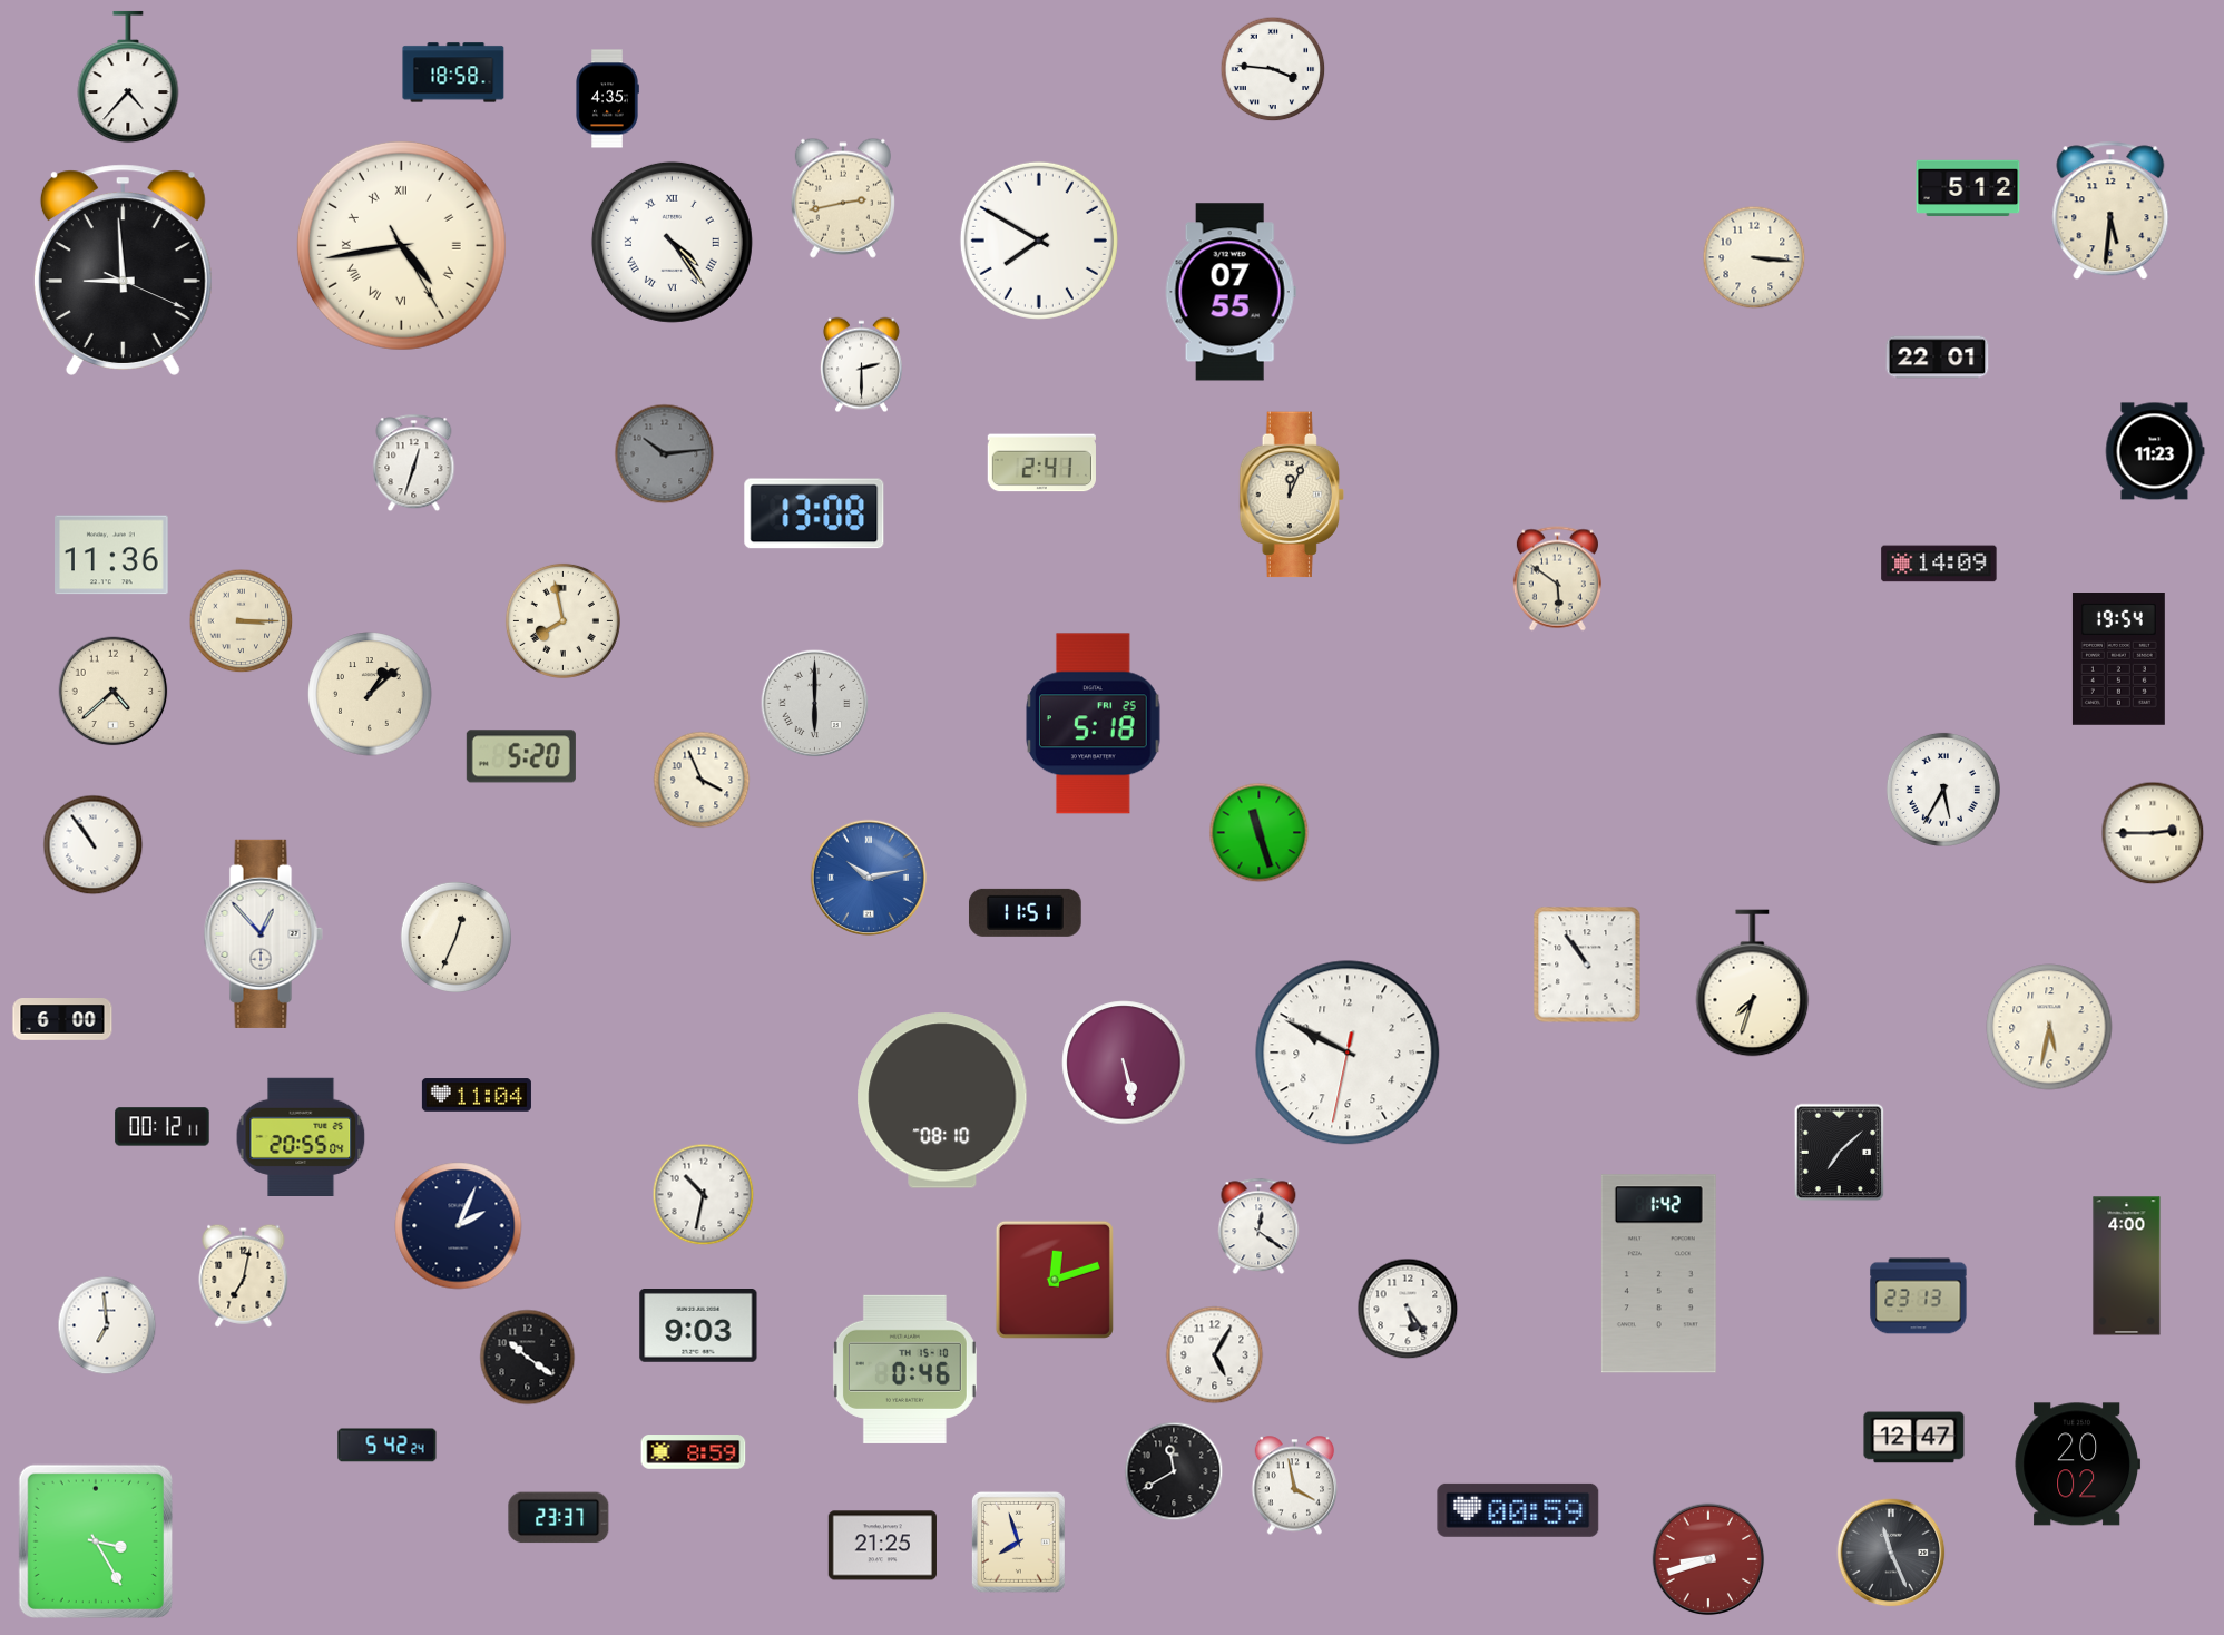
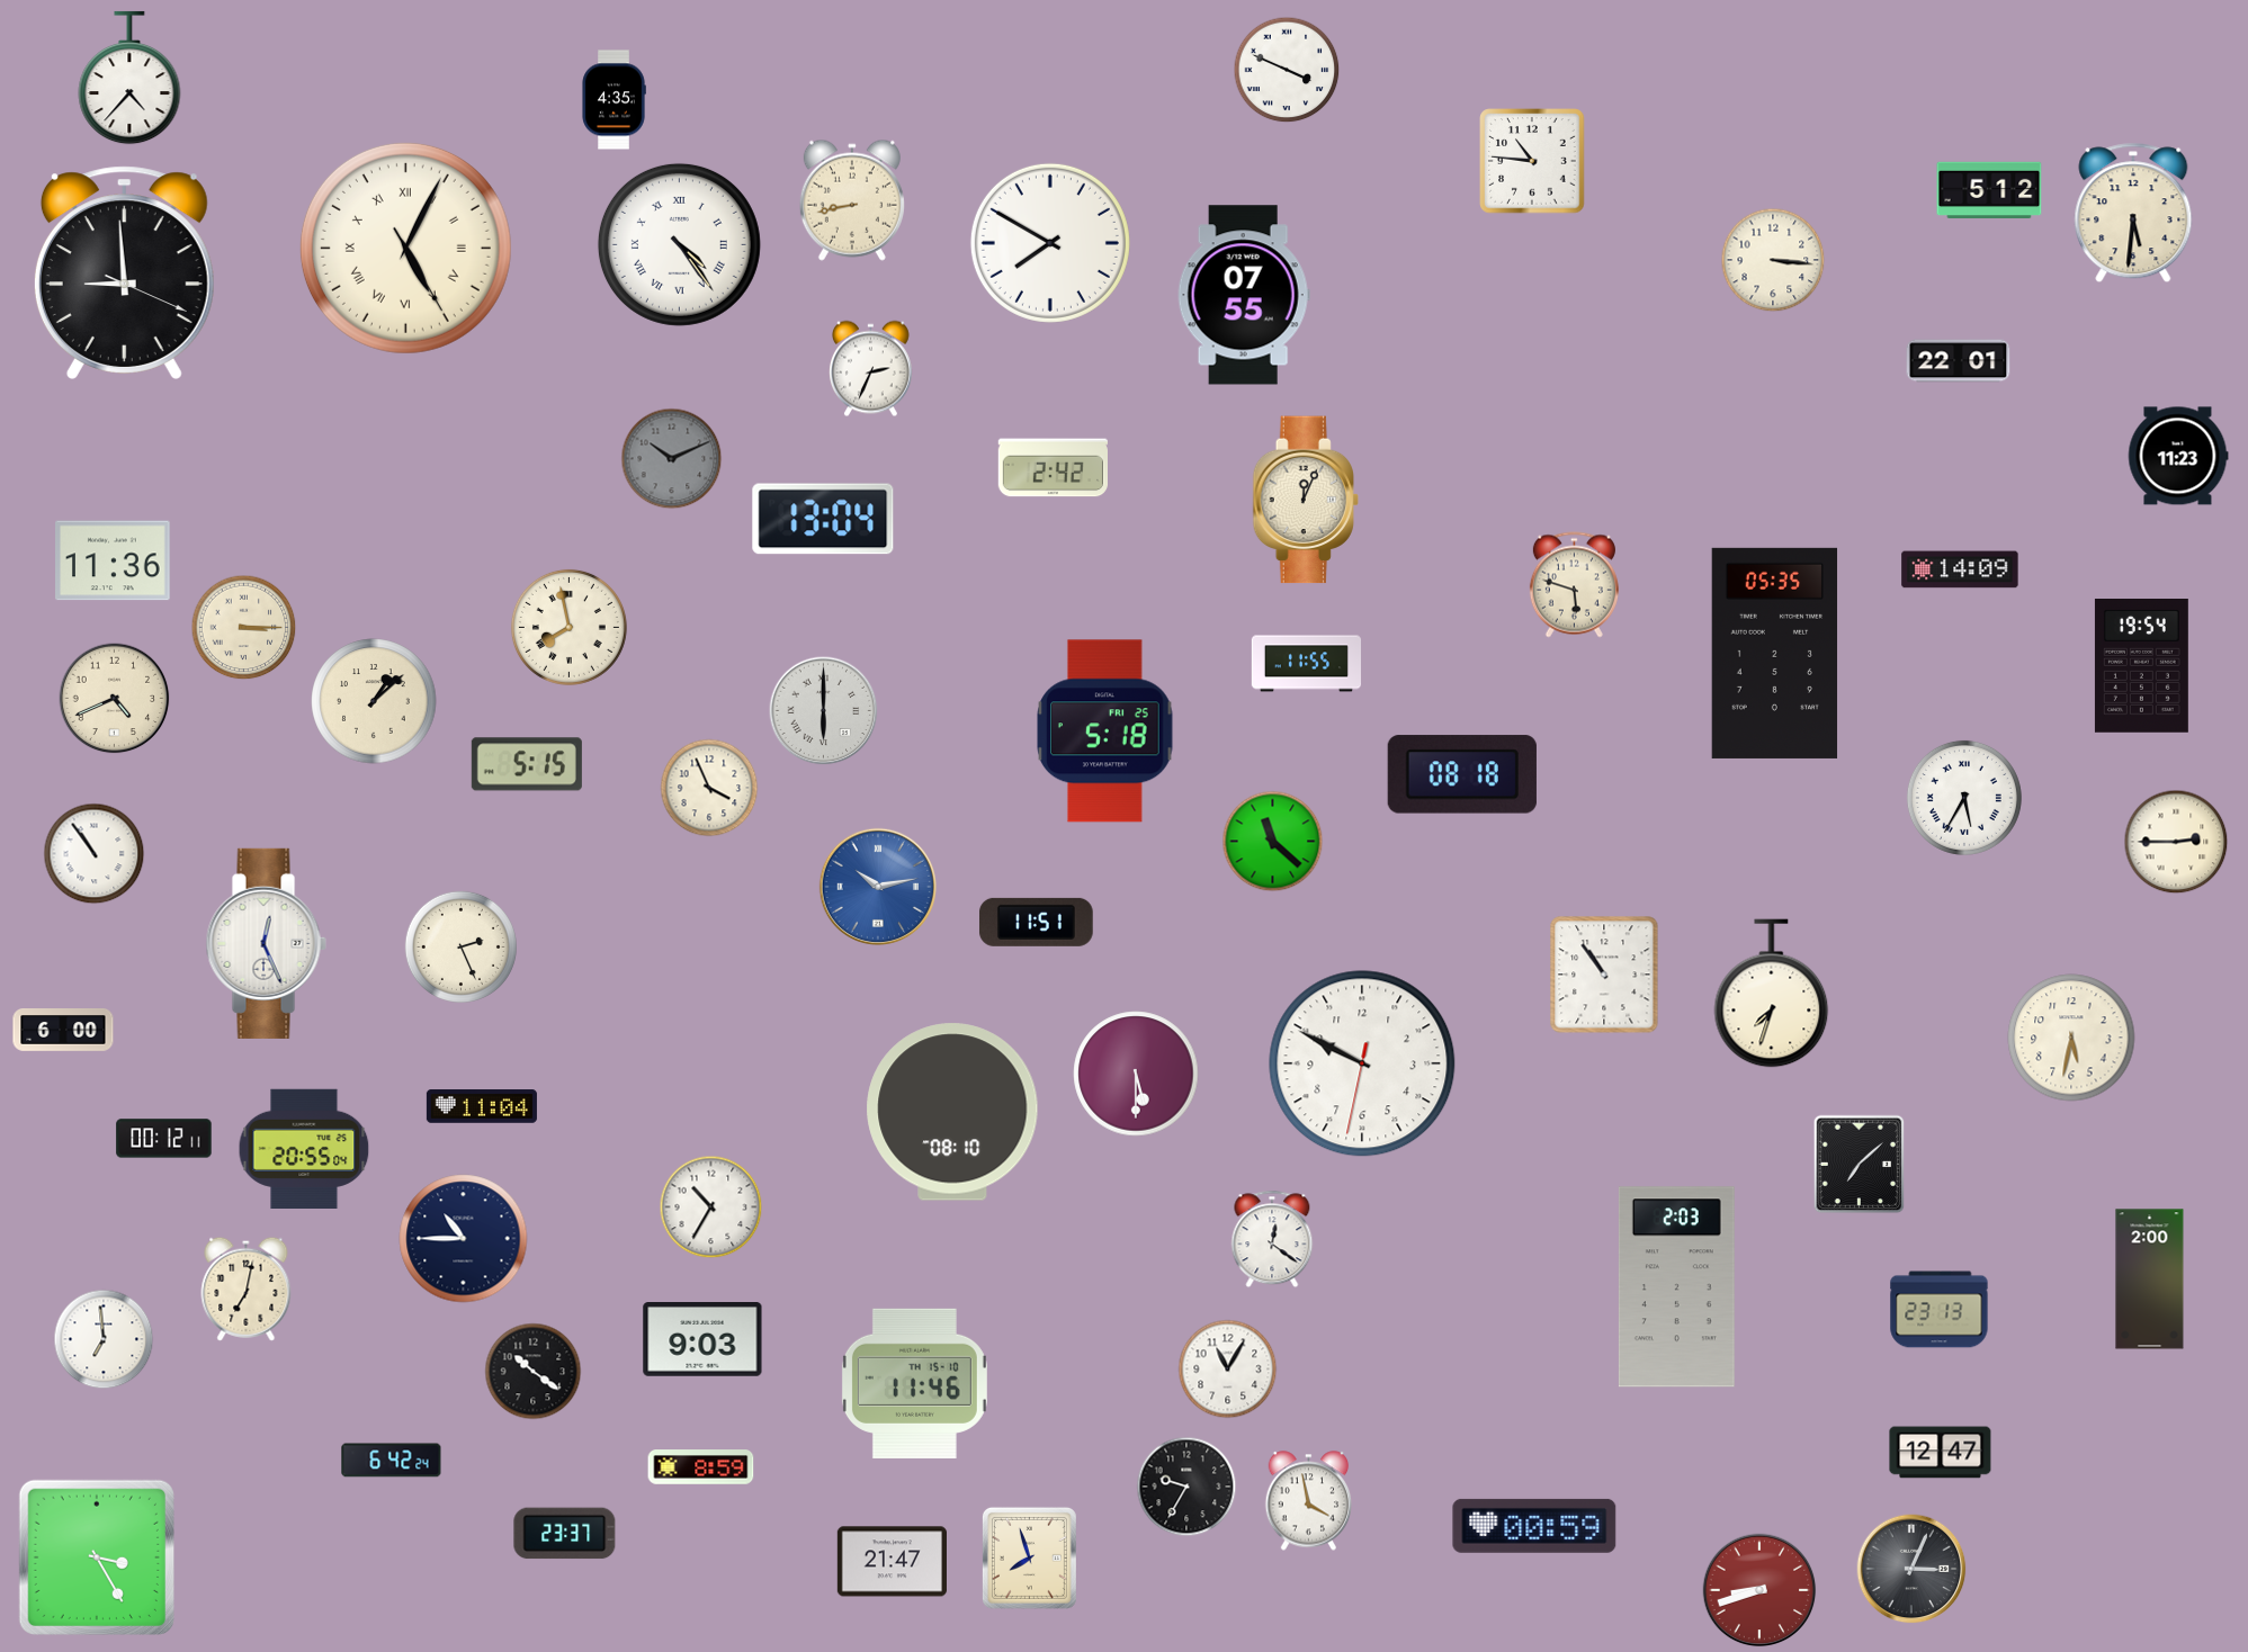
clock at (1273, 69): 3:46 -> 3:49
clock at (453, 72): 18:58 -> none
clock at (1532, 161): none -> 10:46
clock at (843, 198): 2:43 -> 8:43
clock at (401, 245): 4:43 -> 5:04
clock at (861, 365): 2:30 -> 2:34
clock at (665, 454): 10:14 -> 10:11
clock at (414, 463): 12:33 -> none
clock at (1041, 463): 2:41 -> 2:42
clock at (814, 513): 13:08 -> 13:04
clock at (1557, 579): 5:51 -> 5:48
clock at (1775, 653): none -> 05:35
clock at (1306, 664): none -> 11:55
clock at (114, 692): 4:38 -> 4:41
clock at (521, 756): 5:20 -> 5:15
clock at (1462, 774): none -> 08:18
clock at (1260, 833): 11:27 -> 11:22
clock at (263, 933): 12:53 -> 12:26
clock at (455, 937): 12:34 -> 2:26
clock at (1124, 1063): 5:28 -> 5:30
clock at (704, 1195): 10:32 -> 10:35
clock at (459, 1226): 2:04 -> 10:45
clock at (2127, 1266): 4:00 -> 2:00
clock at (1658, 1274): 1:42 -> 2:03
clock at (1055, 1280): 12:12 -> none
clock at (1408, 1309): 5:24 -> none
clock at (107, 1325) position: (107, 1325) -> (104, 1339)
clock at (698, 1326) position: (698, 1326) -> (702, 1340)
clock at (1215, 1355): 5:05 -> 11:05
clock at (904, 1369): 0:46 -> 11:46
clock at (1914, 1438) position: (1914, 1438) -> (1941, 1453)
clock at (388, 1446): 5:42 -> 6:42
clock at (2078, 1465): 20:02 -> none
clock at (1174, 1471): 11:40 -> 9:35
clock at (882, 1546): 21:25 -> 21:47
clock at (1891, 1553): 11:26 -> 3:04
clock at (1708, 1559) position: (1708, 1559) -> (1759, 1590)
